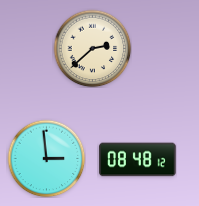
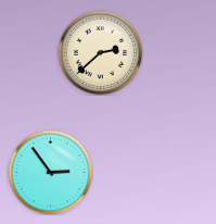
clock at (46, 158): 2:59 -> 2:54
clock at (138, 160): 08:48 -> none
